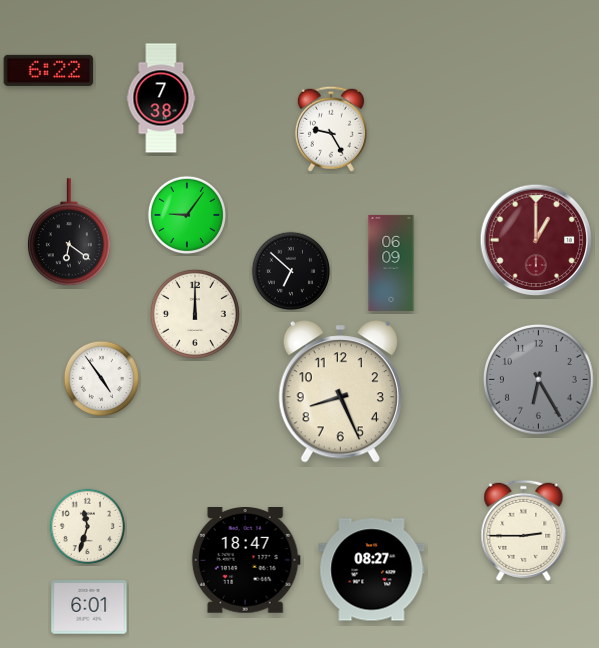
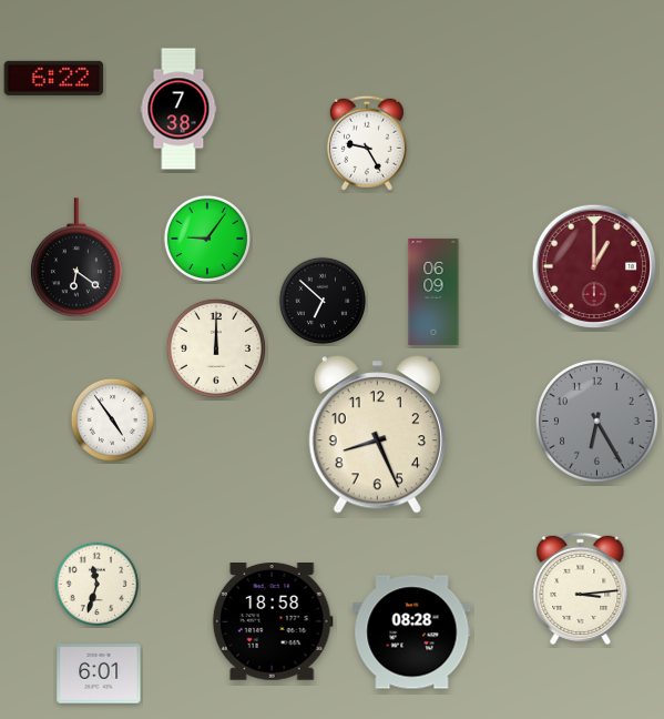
clock at (524, 530): 2:45 -> 3:14
clock at (246, 561): 18:47 -> 18:58
clock at (372, 570): 08:27 -> 08:28
